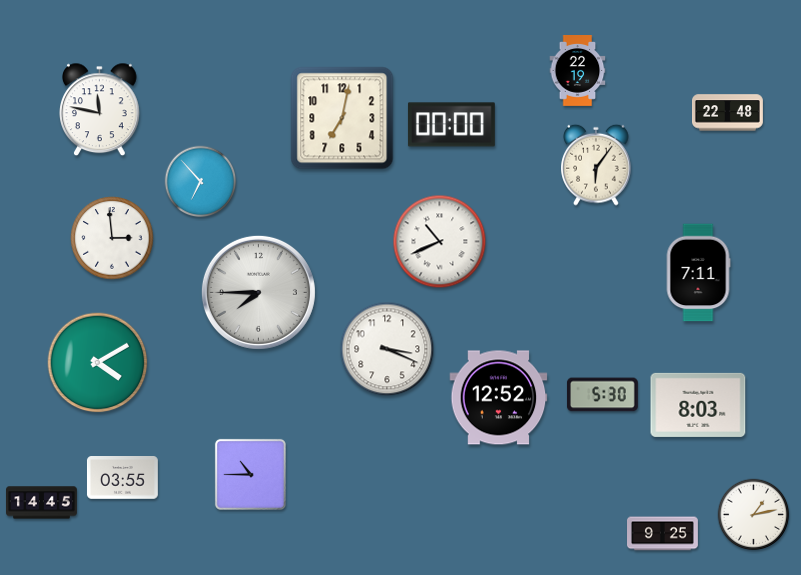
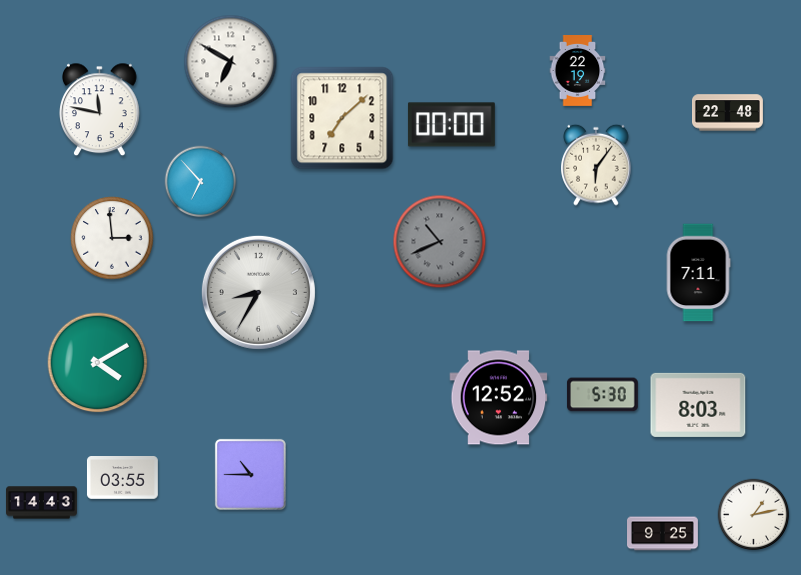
clock at (231, 62): none -> 6:50
clock at (342, 118): 7:02 -> 7:08
clock at (440, 242) dial: white -> grey
clock at (258, 292): 7:45 -> 8:35
clock at (387, 349): 3:19 -> none
clock at (42, 503): 14:45 -> 14:43
